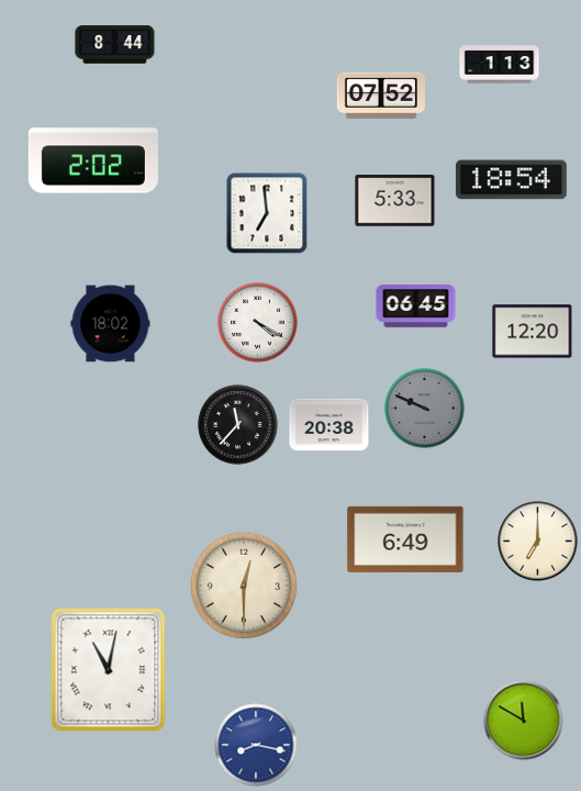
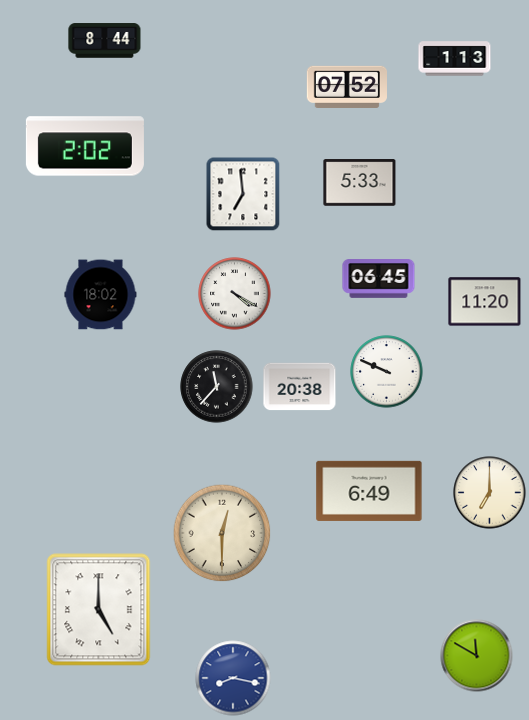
clock at (511, 180): 18:54 -> none
clock at (533, 332): 12:20 -> 11:20
clock at (425, 409) dial: grey -> white
clock at (109, 670): 11:02 -> 5:00
